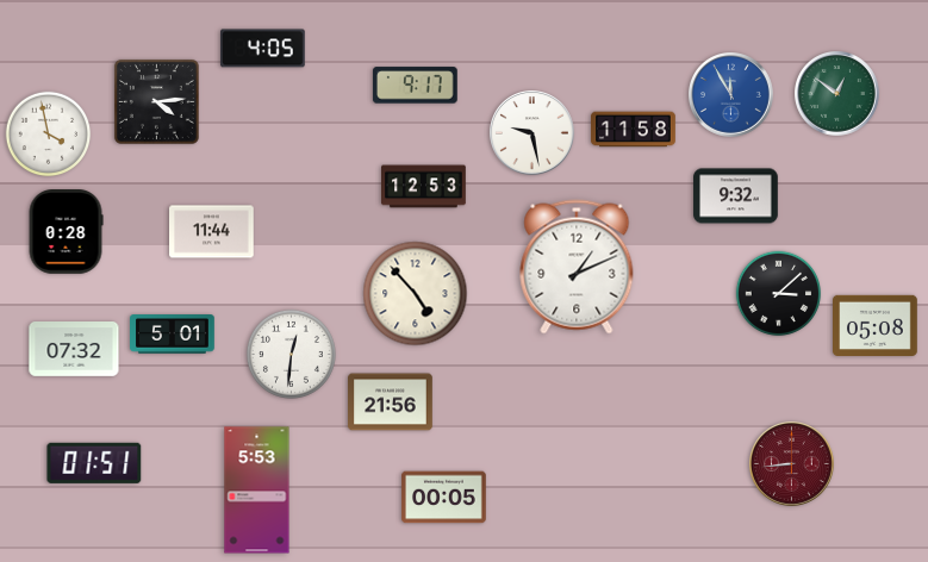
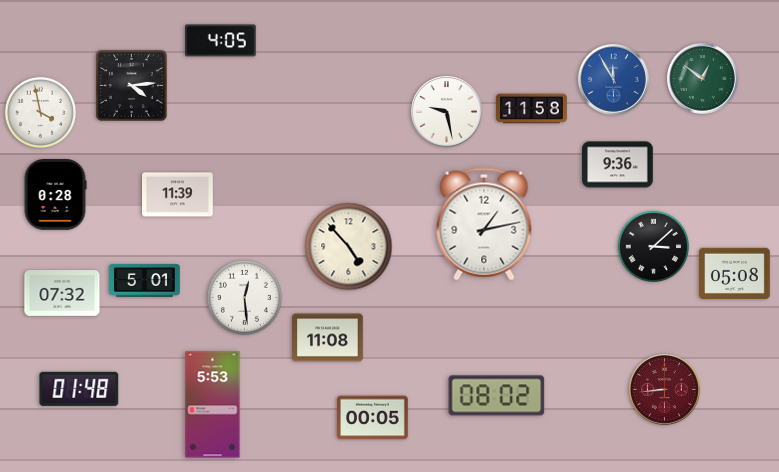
clock at (416, 86): 9:17 -> none
clock at (424, 187): 12:53 -> none
clock at (736, 196): 9:32 -> 9:36
clock at (212, 232): 11:44 -> 11:39
clock at (577, 267): 1:11 -> 1:13
clock at (291, 354): 12:31 -> 12:29
clock at (391, 402): 21:56 -> 11:08
clock at (94, 463): 01:51 -> 01:48
clock at (497, 396): none -> 08:02
clock at (257, 491) position: (257, 491) -> (213, 405)
